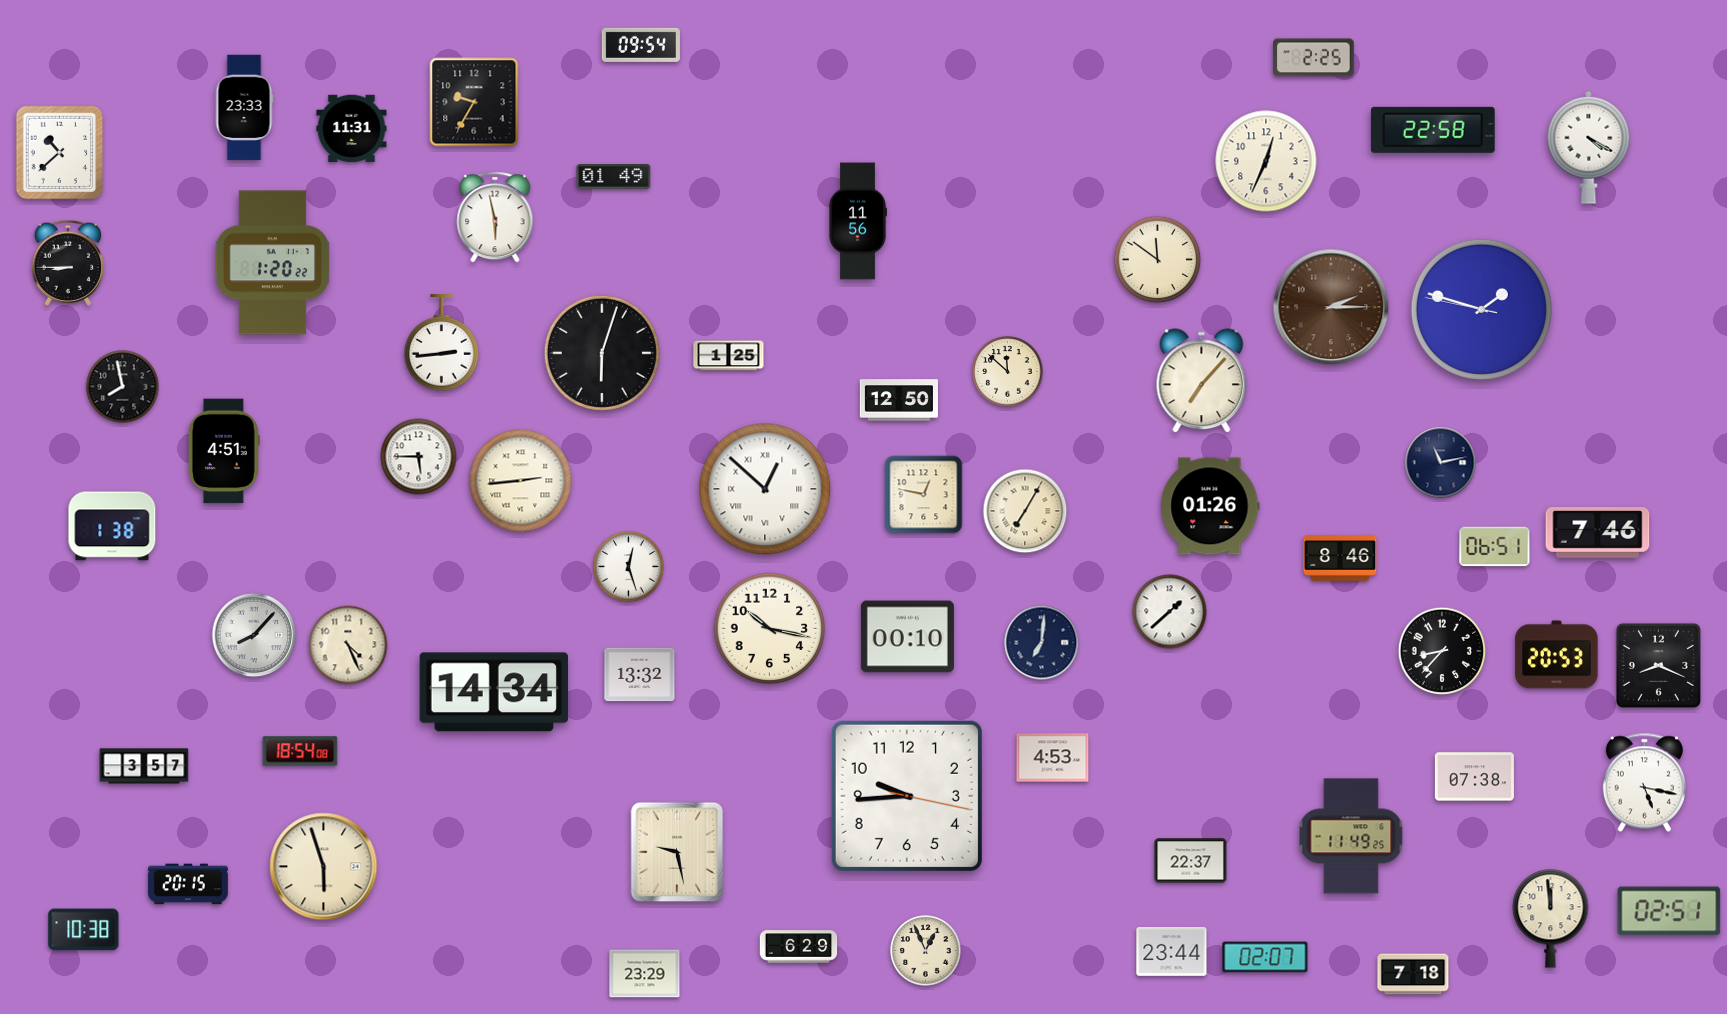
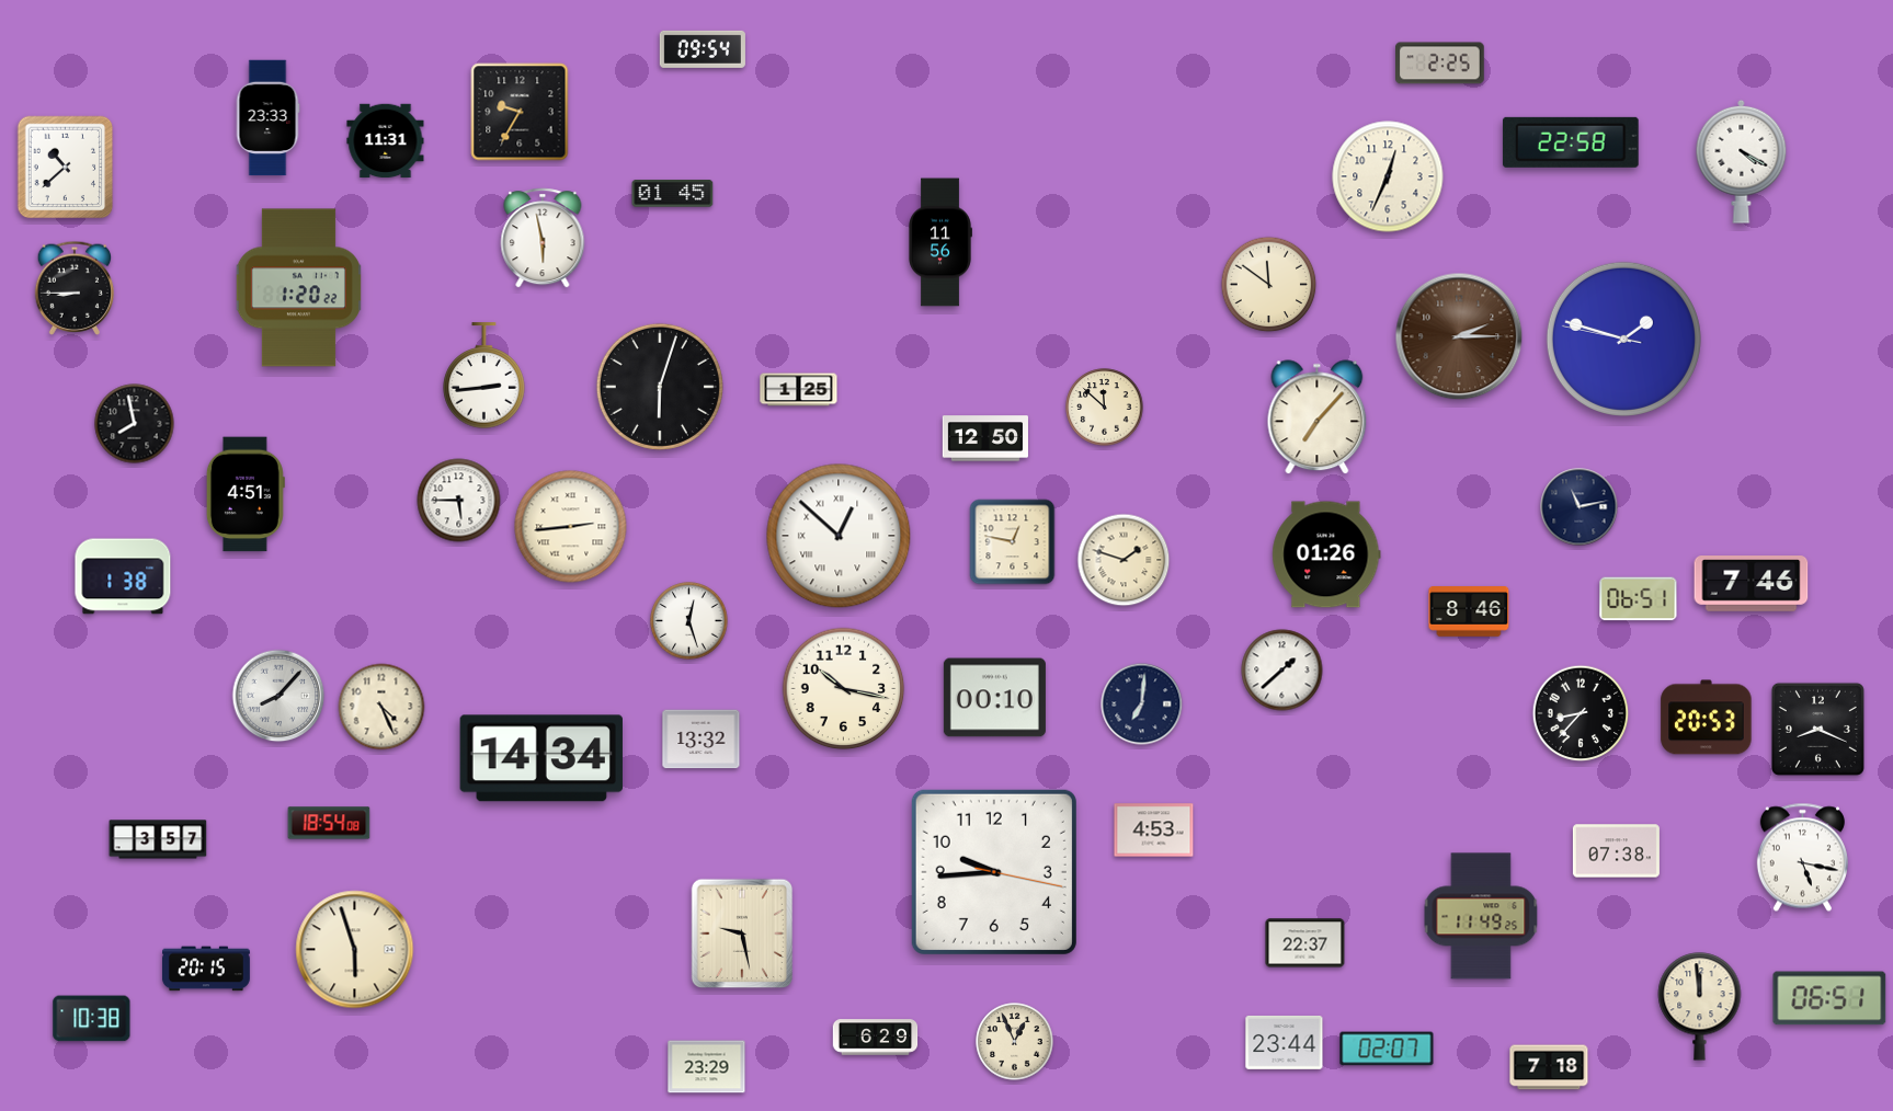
clock at (614, 177): 01:49 -> 01:45
clock at (1025, 511): 7:05 -> 1:48
clock at (1669, 911): 02:51 -> 06:51
